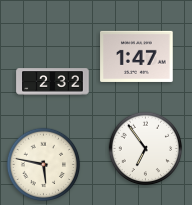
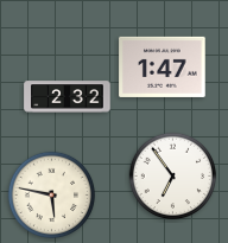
clock at (53, 82) position: (53, 82) -> (68, 97)
